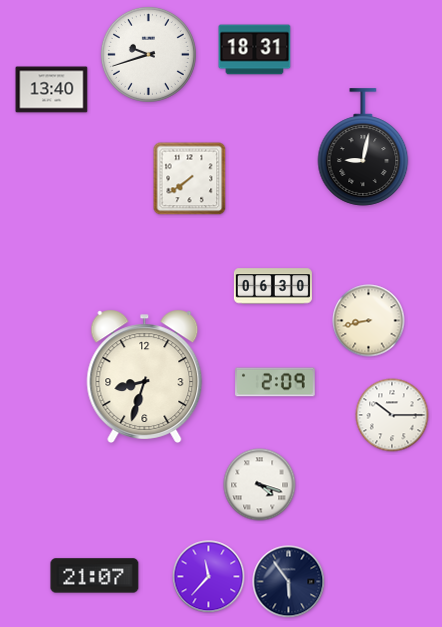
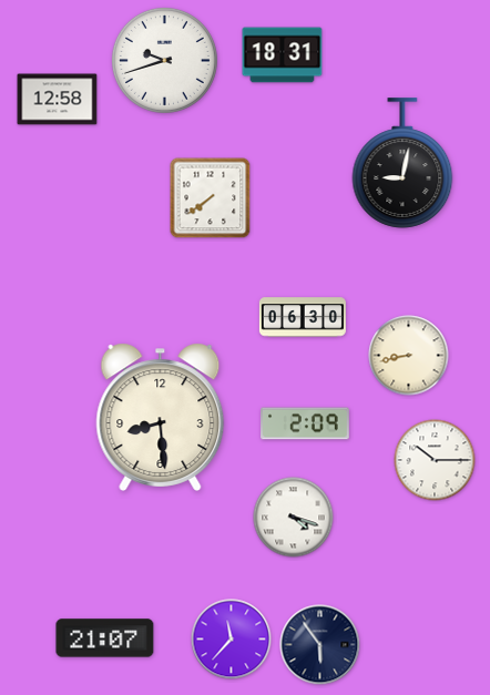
clock at (52, 90): 13:40 -> 12:58
clock at (145, 376): 8:33 -> 8:29
clock at (260, 485) position: (260, 485) -> (294, 518)
